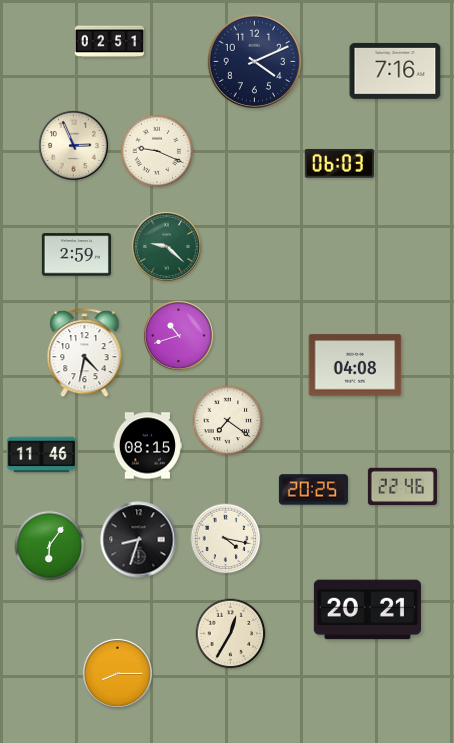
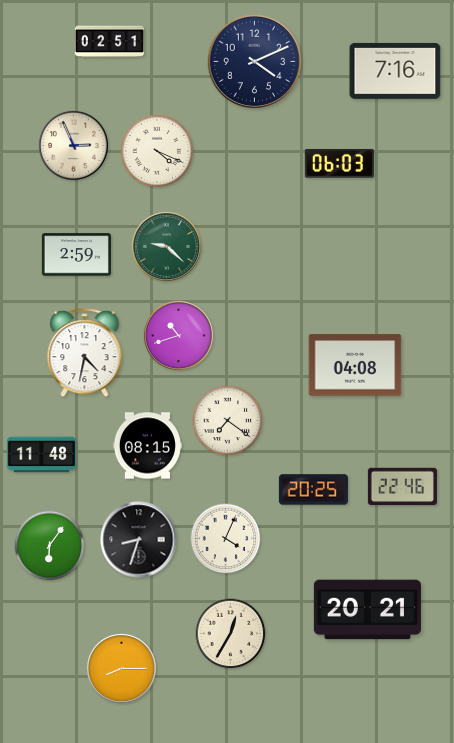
clock at (156, 150): 9:19 -> 4:19
clock at (41, 455): 11:46 -> 11:48
clock at (226, 539): 4:17 -> 4:04
clock at (117, 673) position: (117, 673) -> (121, 668)
